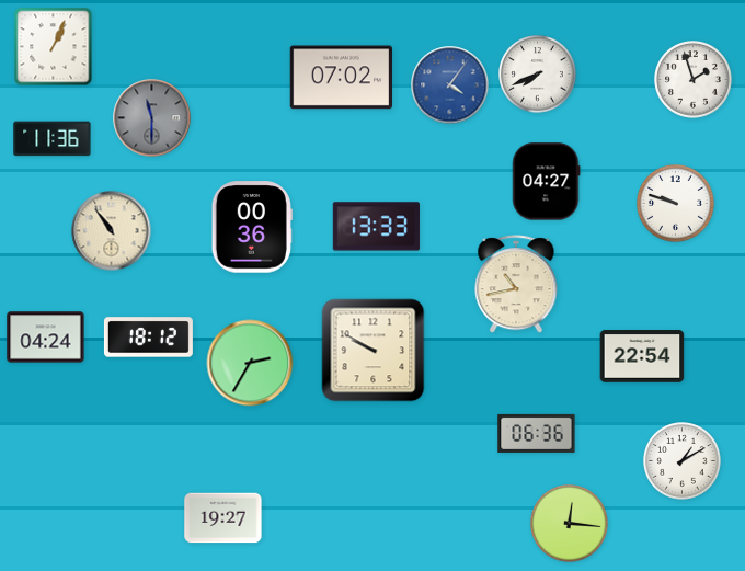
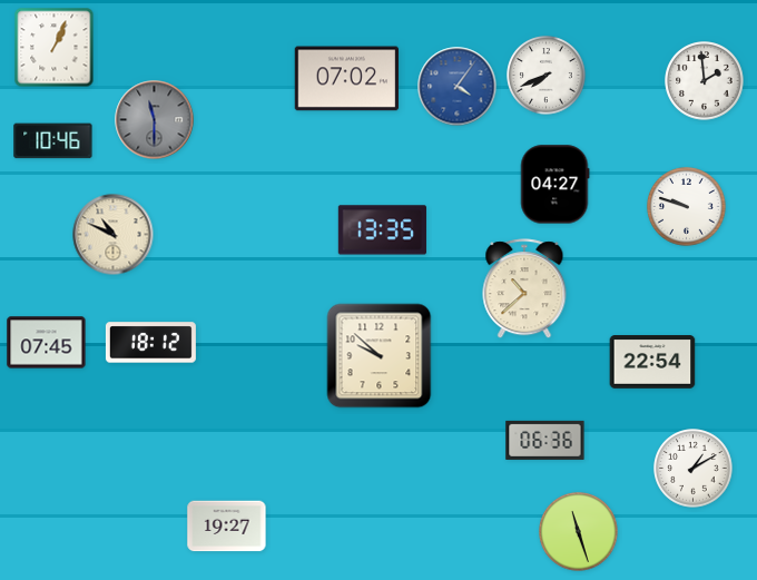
clock at (694, 80): 1:57 -> 1:59
clock at (53, 139): 11:36 -> 10:46
clock at (252, 227): 00:36 -> none
clock at (376, 227): 13:33 -> 13:35
clock at (112, 231): 10:54 -> 10:49
clock at (516, 285): 10:43 -> 10:38
clock at (46, 338): 04:24 -> 07:45
clock at (374, 351): 9:50 -> 9:52
clock at (250, 363): 2:35 -> none
clock at (570, 524): 12:16 -> 11:27
